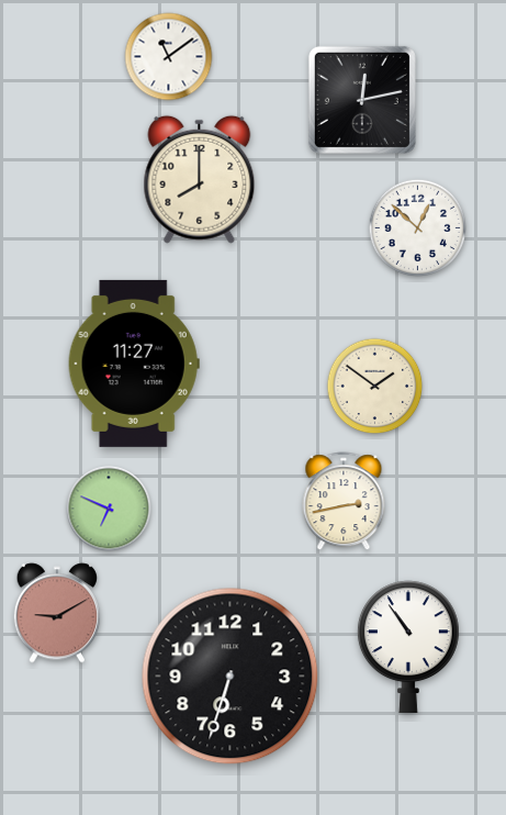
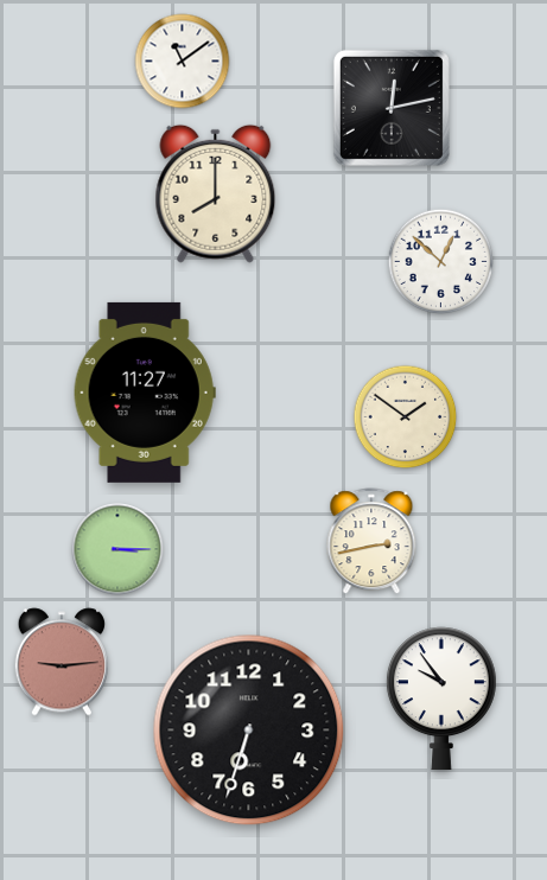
clock at (418, 228) position: (418, 228) -> (441, 262)
clock at (109, 509): 6:49 -> 3:15
clock at (57, 613): 9:10 -> 9:14
clock at (408, 647): 10:54 -> 9:54
